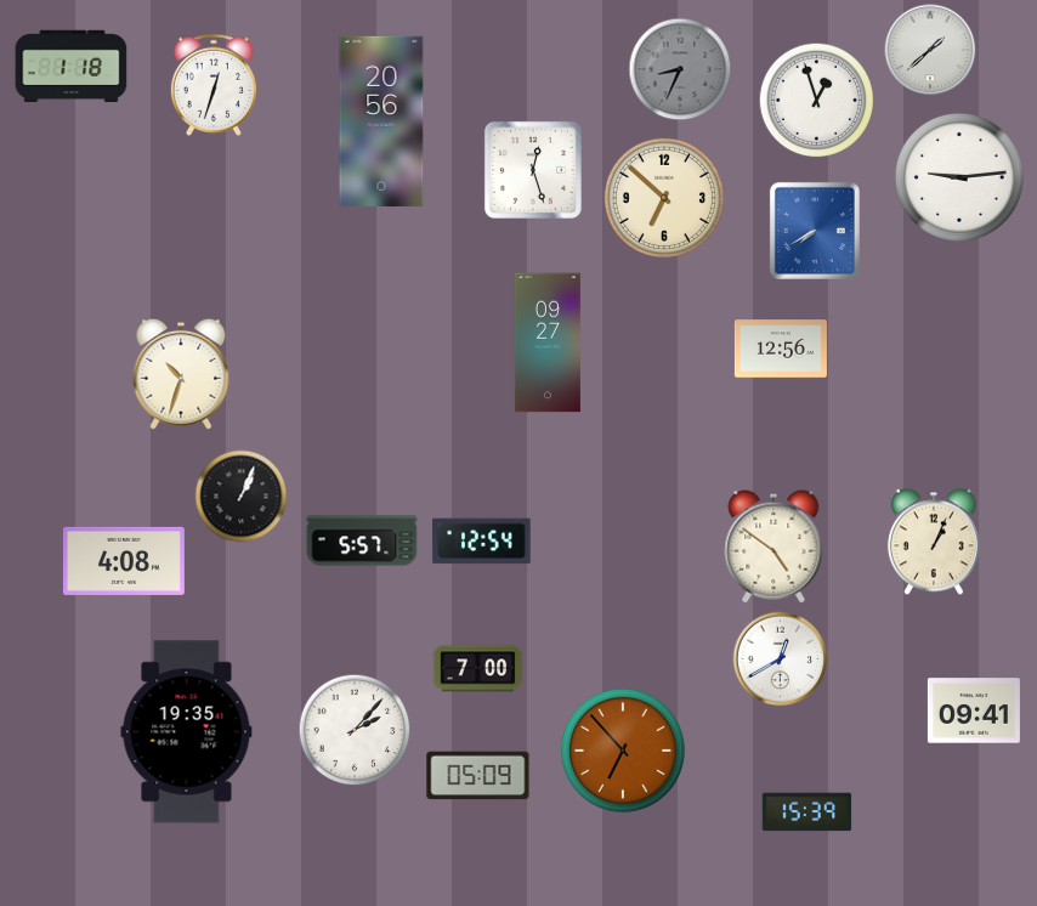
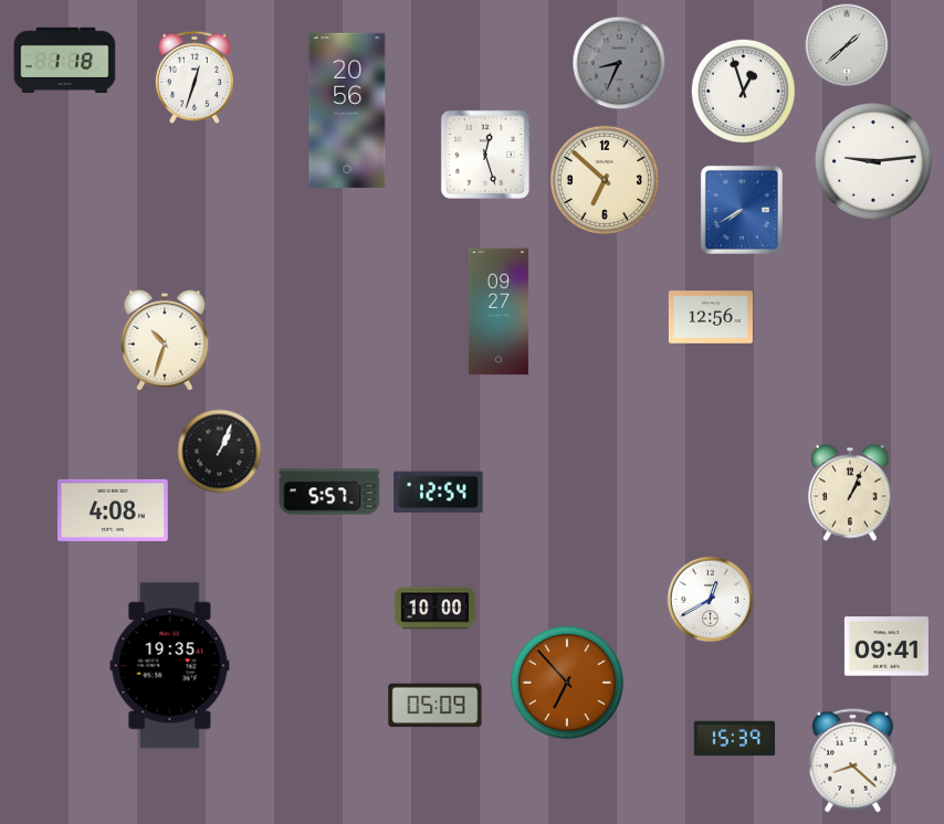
clock at (773, 547): 4:51 -> none
clock at (478, 669): 7:00 -> 10:00
clock at (355, 730): 2:07 -> none
clock at (852, 761): none -> 8:22
